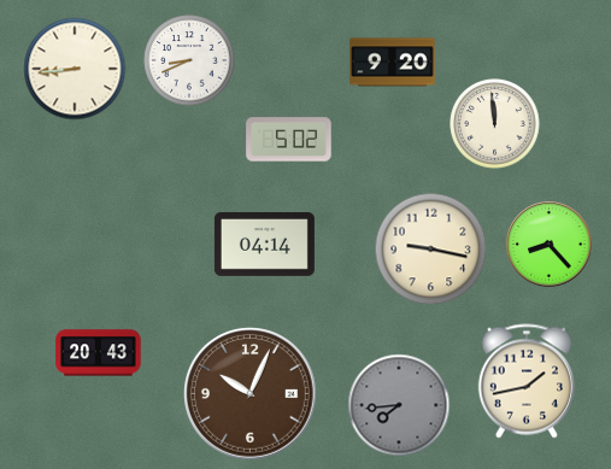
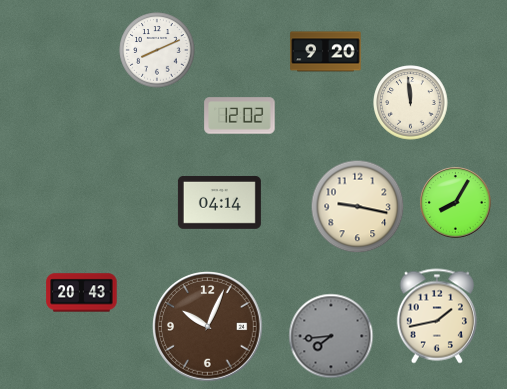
clock at (189, 60): 8:41 -> 8:11
clock at (75, 69): 8:44 -> none
clock at (289, 140): 5:02 -> 12:02
clock at (550, 245): 8:23 -> 8:05
